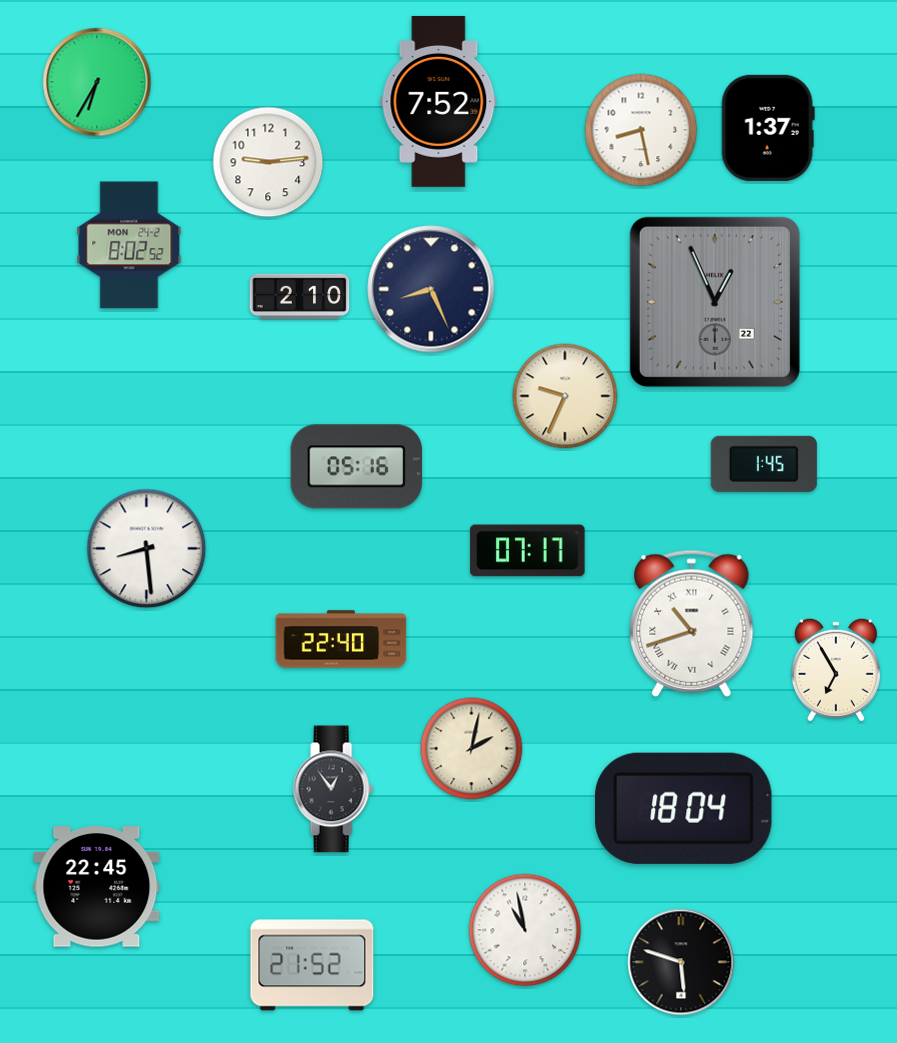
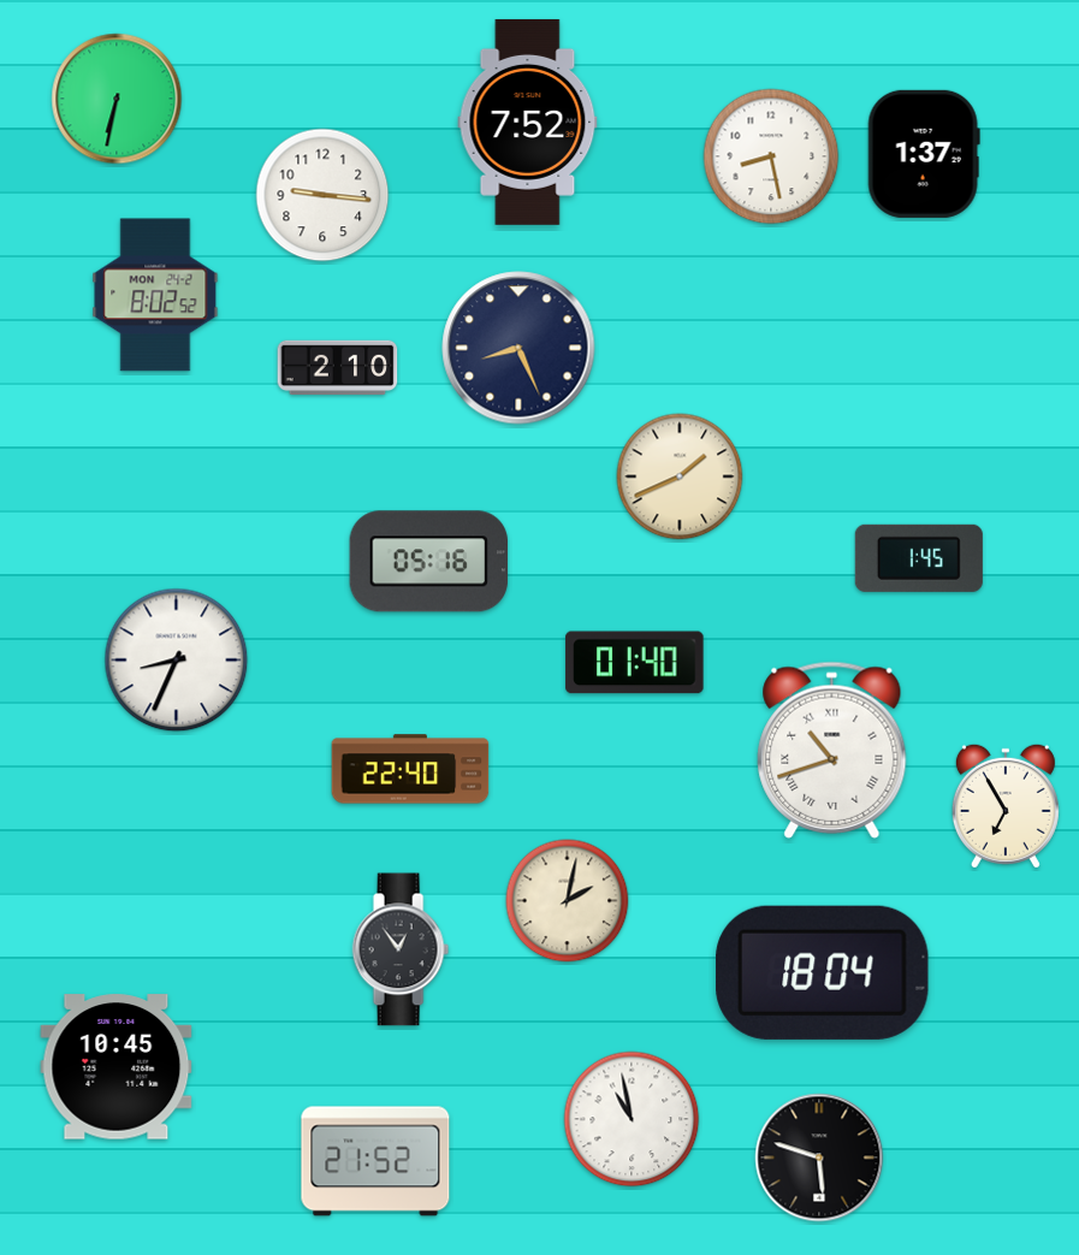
clock at (97, 82): 6:35 -> 6:32
clock at (268, 162): 9:14 -> 9:16
clock at (300, 296) position: (300, 296) -> (338, 367)
clock at (715, 302): 12:56 -> none
clock at (565, 396): 9:34 -> 1:41
clock at (147, 549): 8:29 -> 8:34
clock at (528, 551): 07:17 -> 01:40
clock at (97, 887): 22:45 -> 10:45
